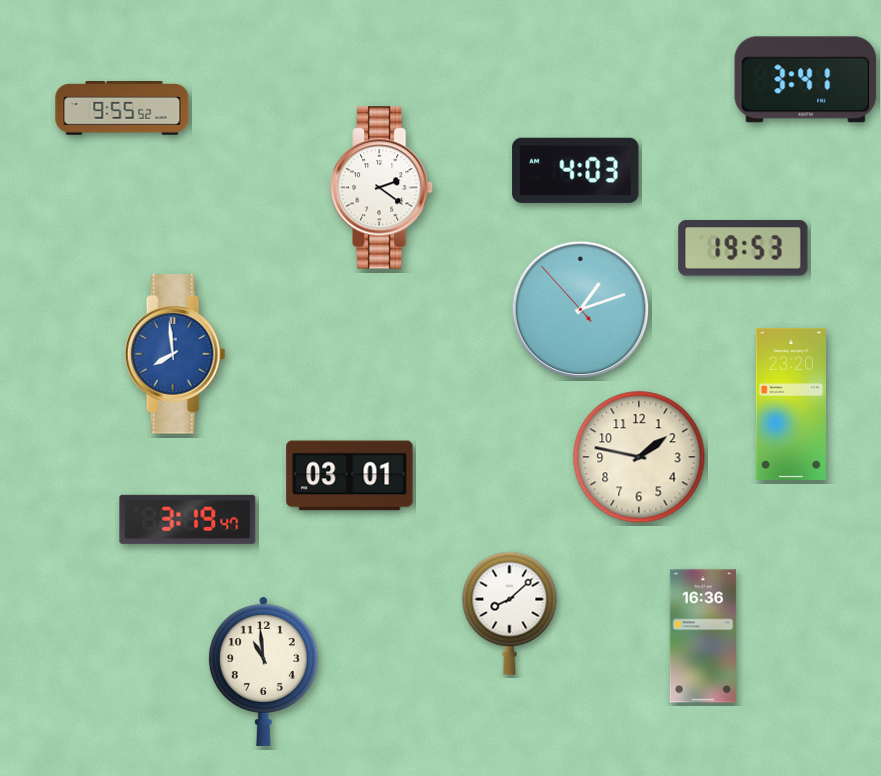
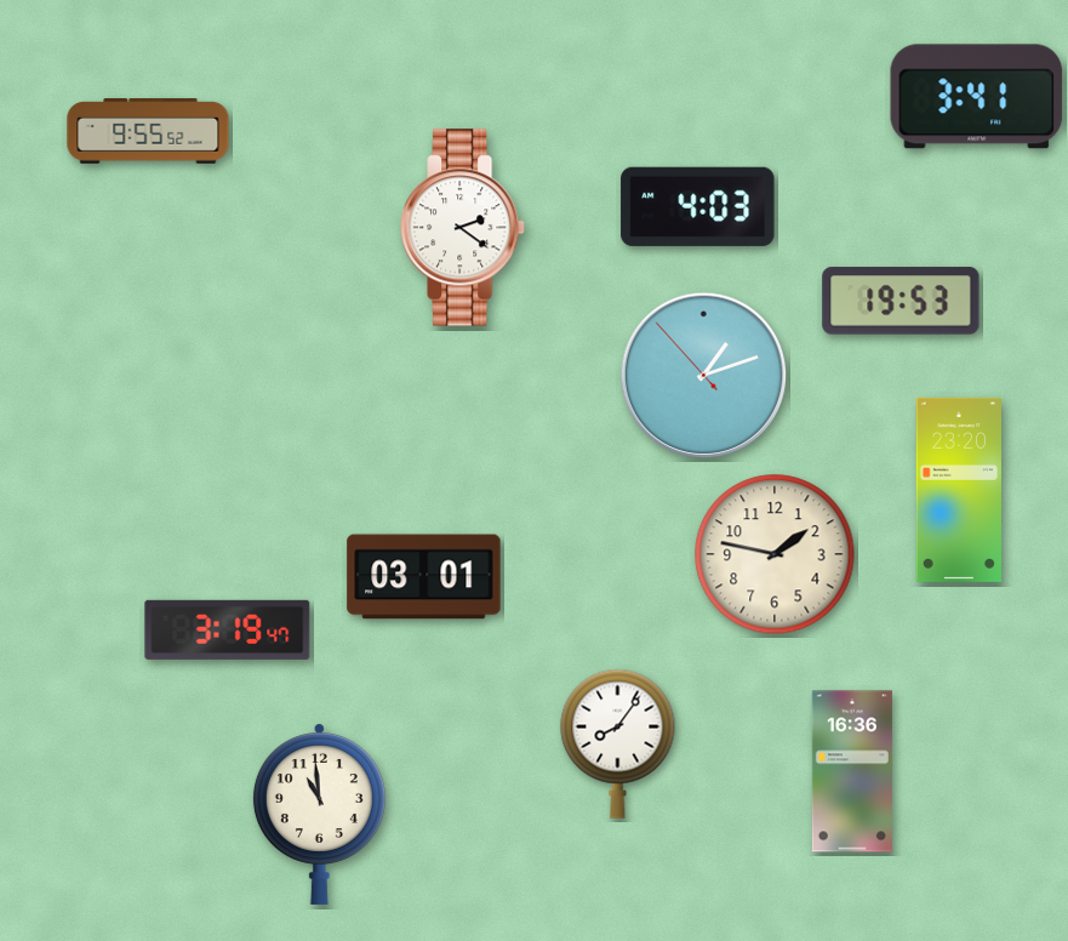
clock at (175, 354): 7:59 -> none
clock at (510, 613): 8:08 -> 8:06
